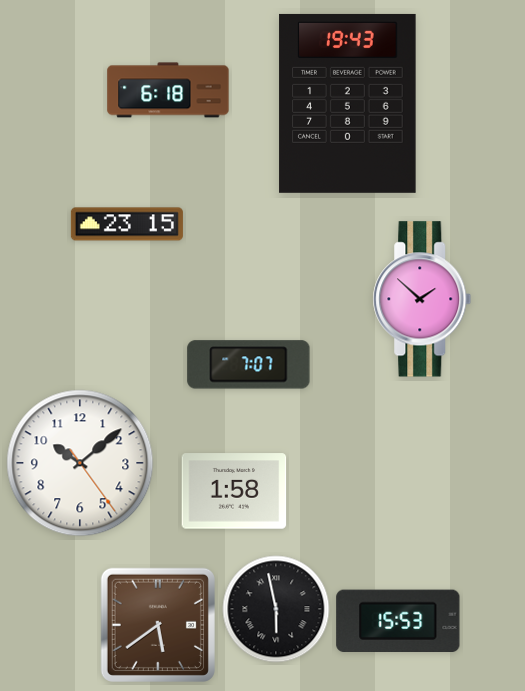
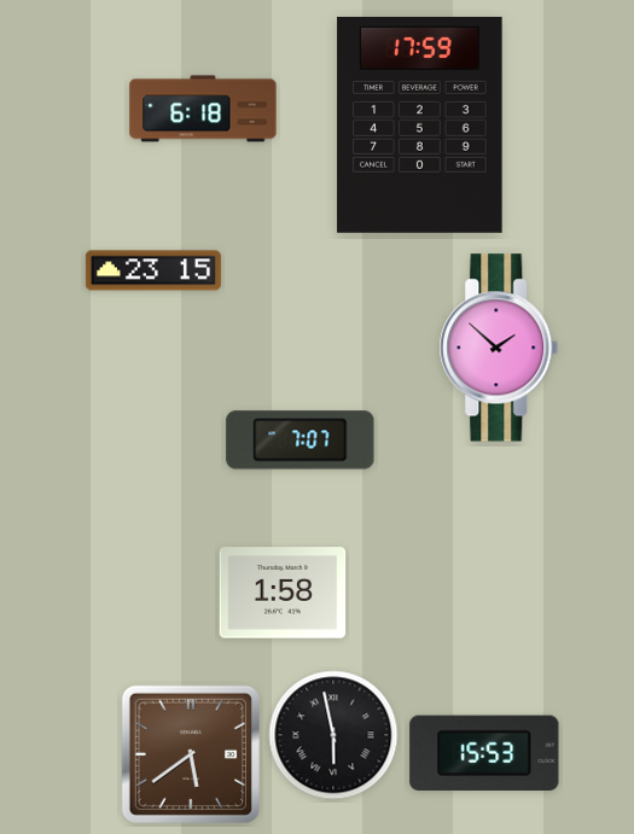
clock at (348, 103): 19:43 -> 17:59
clock at (422, 299) position: (422, 299) -> (499, 348)
clock at (80, 463): 10:08 -> none
clock at (398, 621) position: (398, 621) -> (484, 753)
